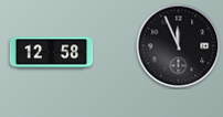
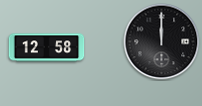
clock at (179, 46): 11:56 -> 12:00
